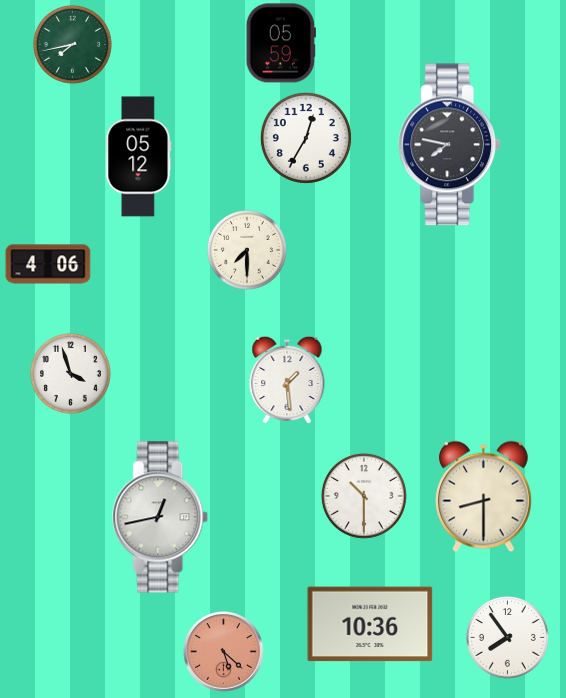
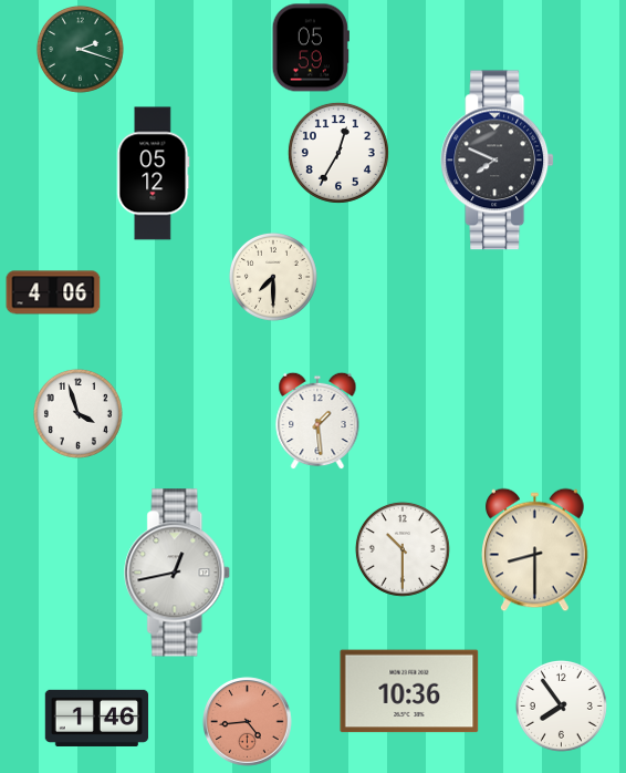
clock at (72, 44): 7:43 -> 2:18
clock at (450, 145): 7:47 -> 7:49
clock at (97, 718): none -> 1:46
clock at (224, 652): 5:22 -> 4:44
